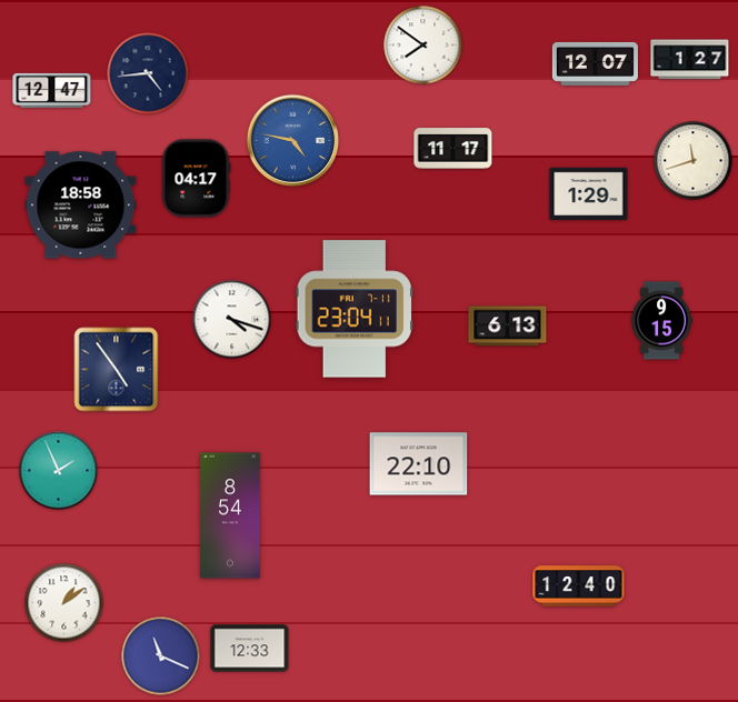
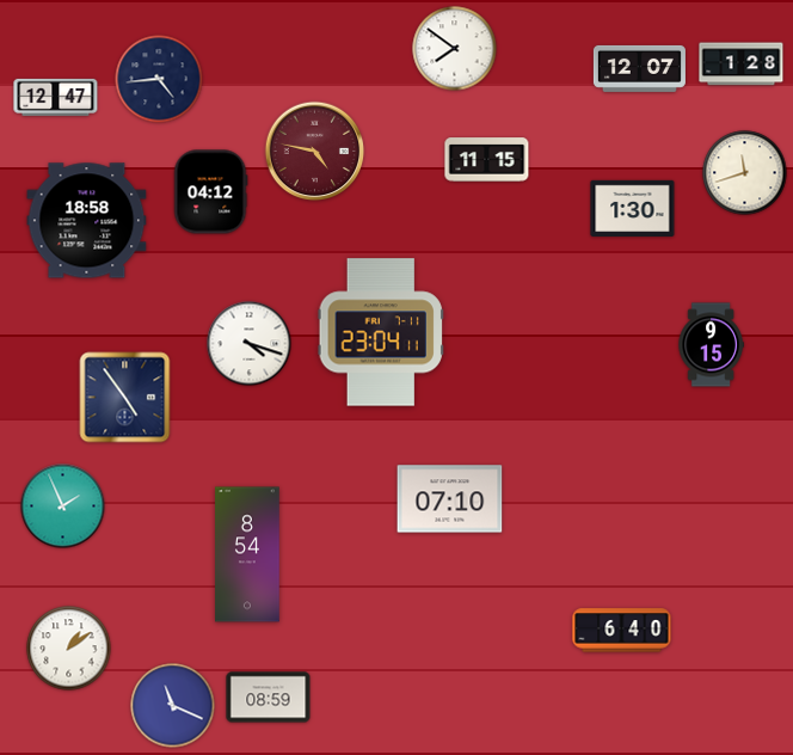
clock at (690, 60): 1:27 -> 1:28
clock at (293, 141) dial: blue -> burgundy
clock at (453, 149): 11:17 -> 11:15
clock at (196, 179): 04:17 -> 04:12
clock at (589, 193): 1:29 -> 1:30
clock at (508, 327): 6:13 -> none
clock at (419, 464): 22:10 -> 07:10
clock at (579, 586): 12:40 -> 6:40
clock at (250, 649): 12:33 -> 08:59
